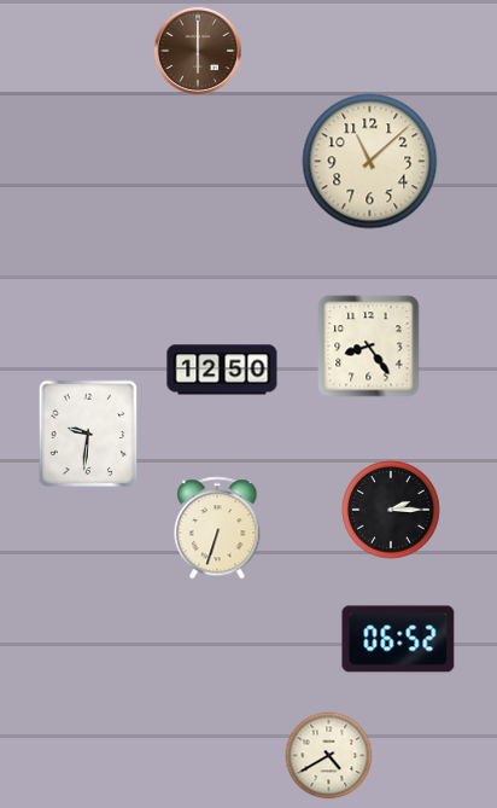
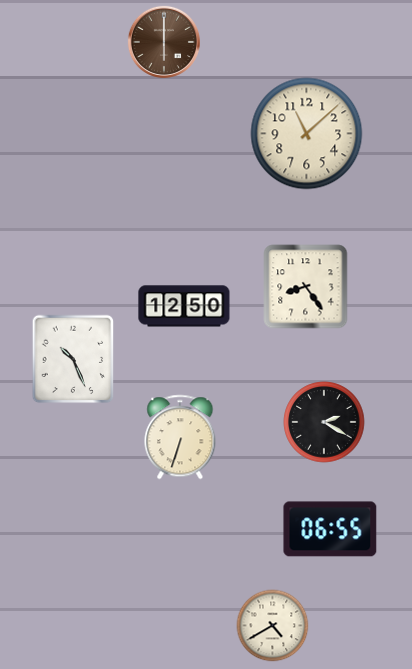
clock at (88, 434): 9:31 -> 10:26
clock at (391, 510): 2:15 -> 2:20
clock at (398, 639): 06:52 -> 06:55
